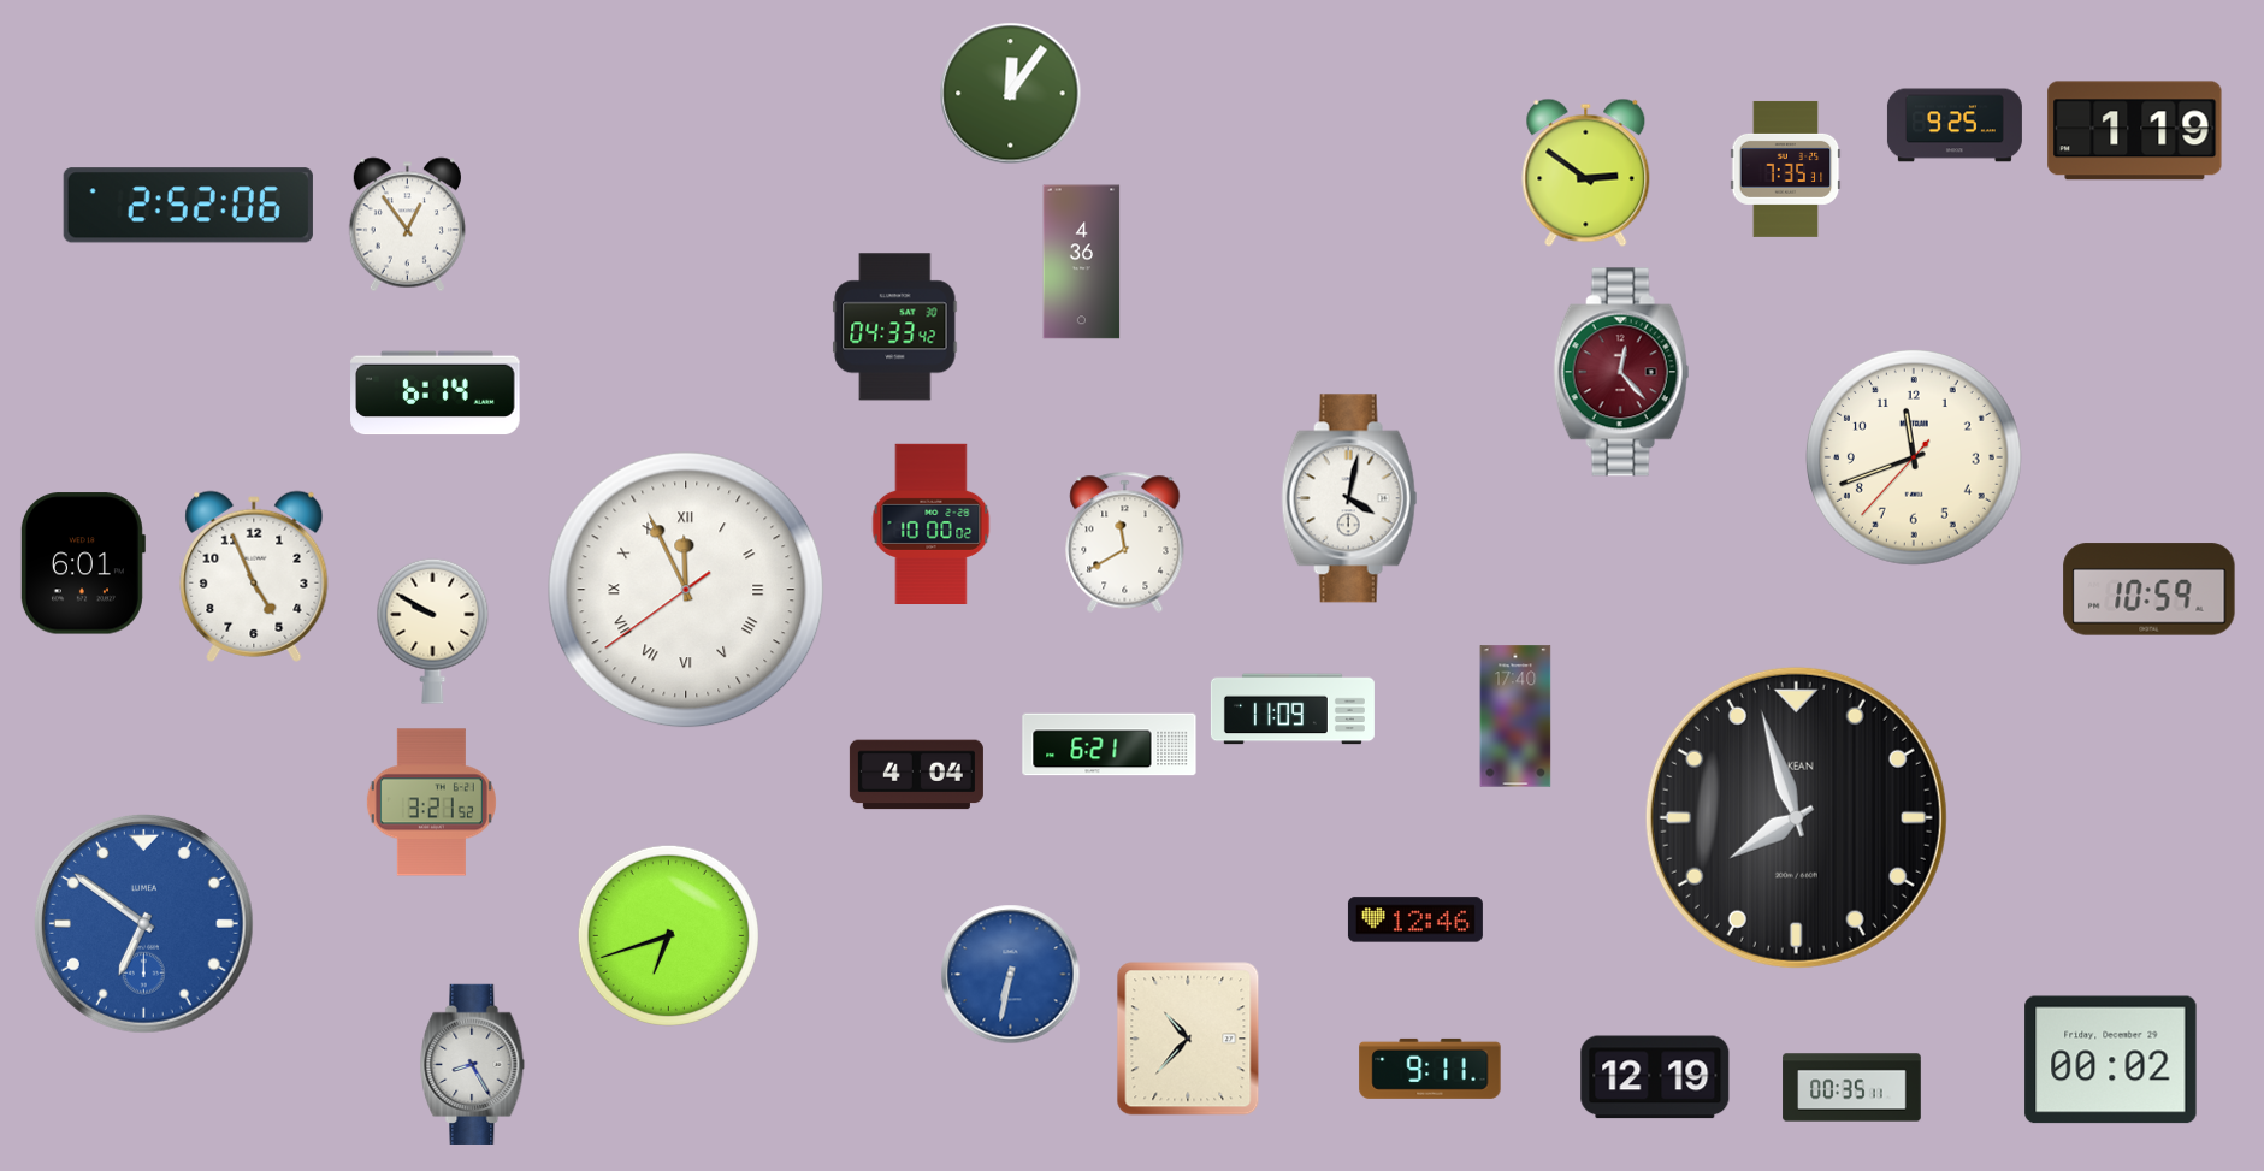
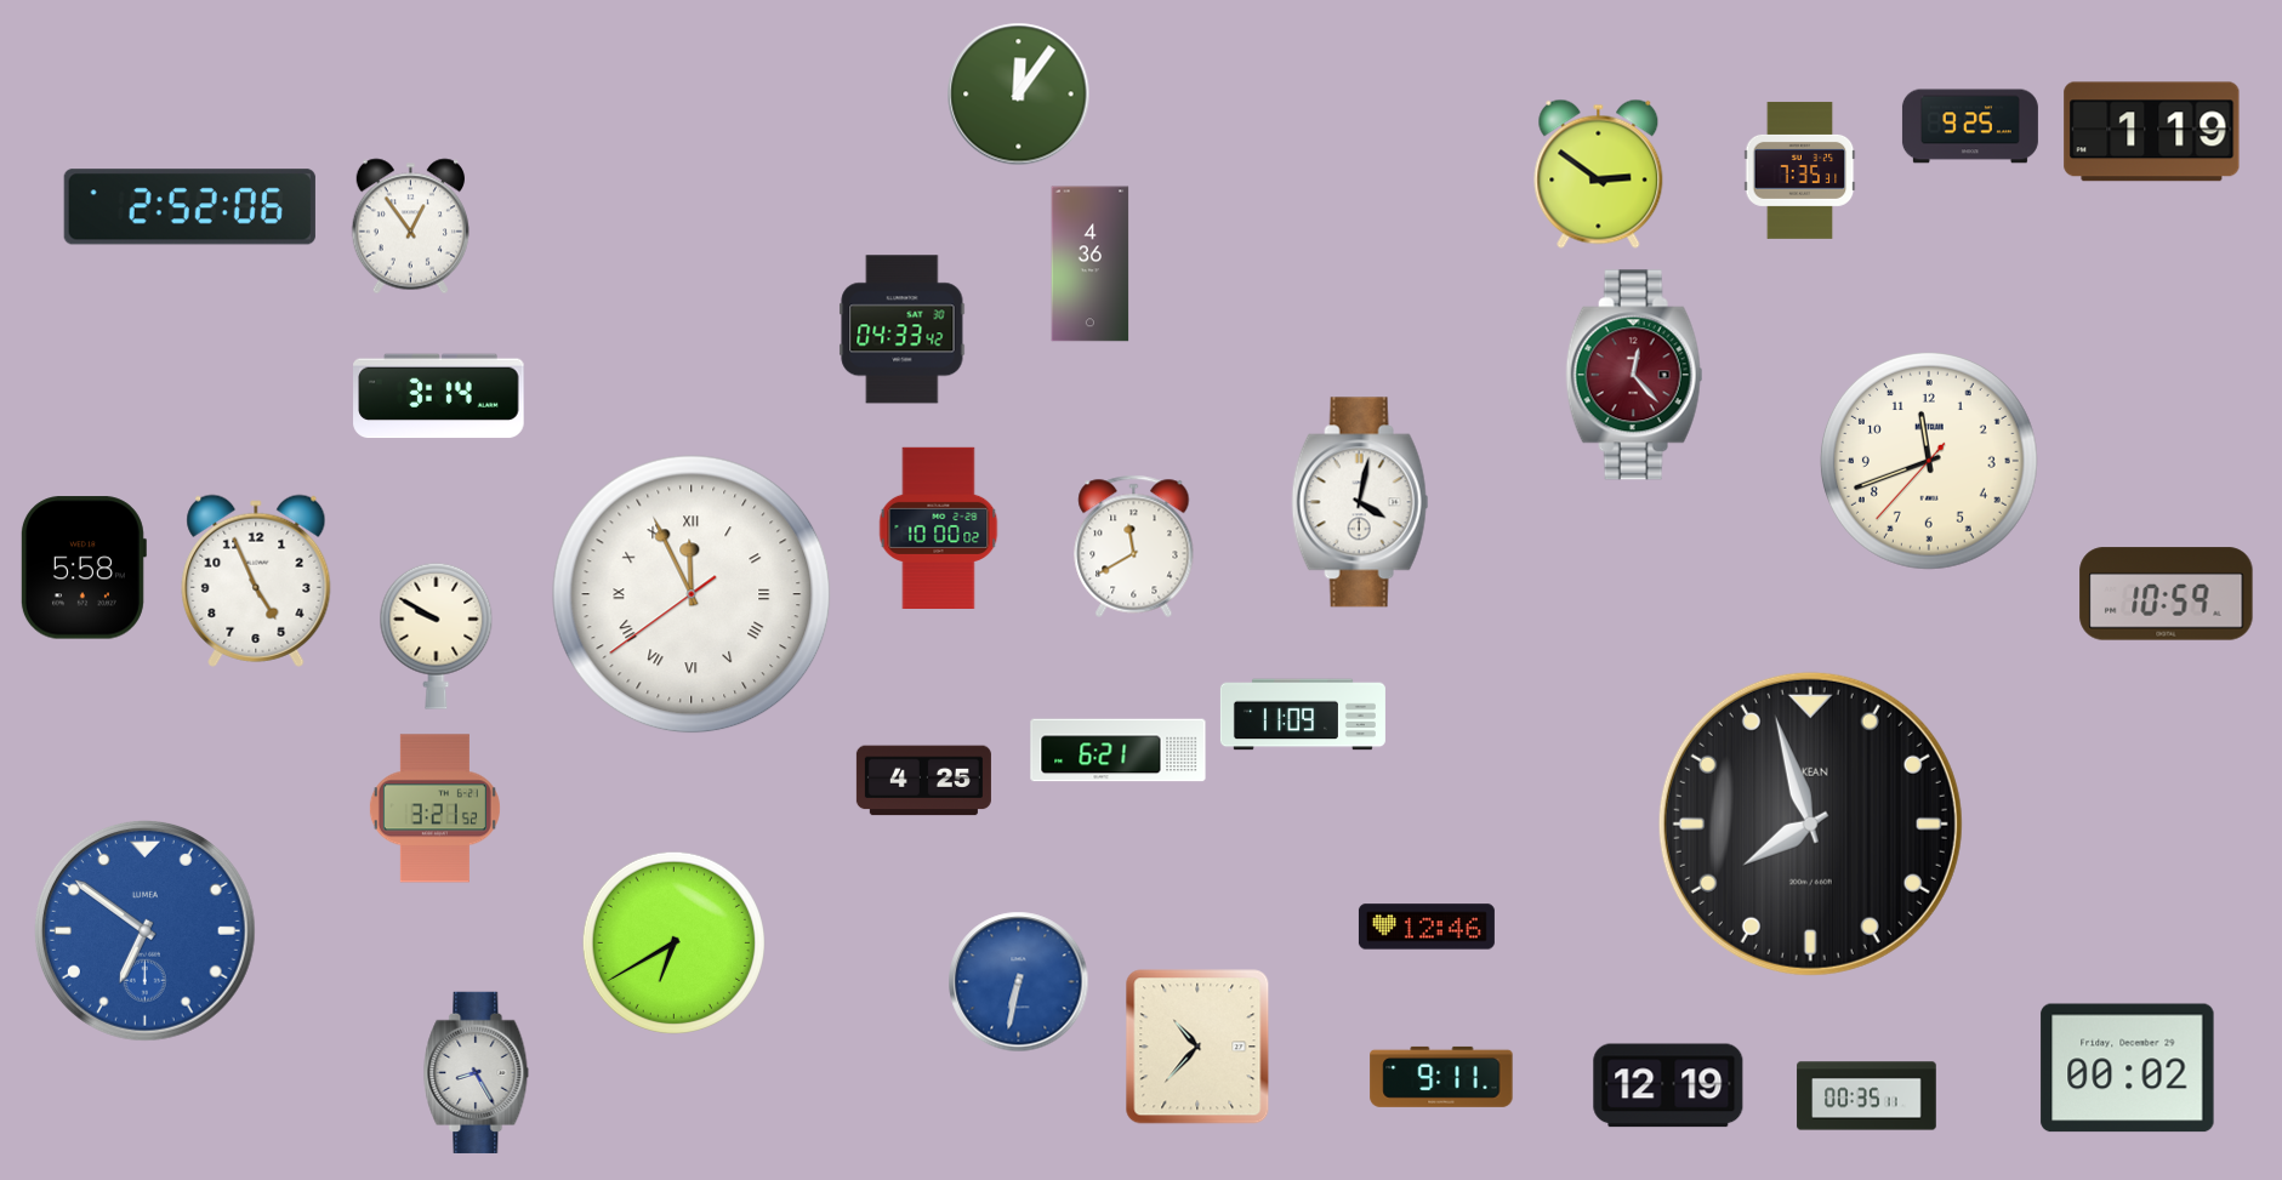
clock at (436, 394): 6:14 -> 3:14
clock at (82, 563): 6:01 -> 5:58
clock at (1515, 716): 17:40 -> none
clock at (916, 775): 4:04 -> 4:25
clock at (668, 935): 6:42 -> 6:40
